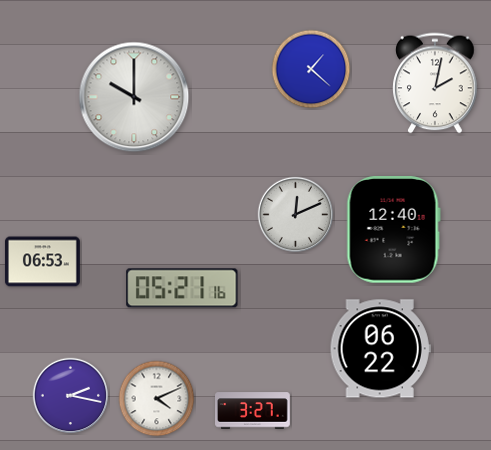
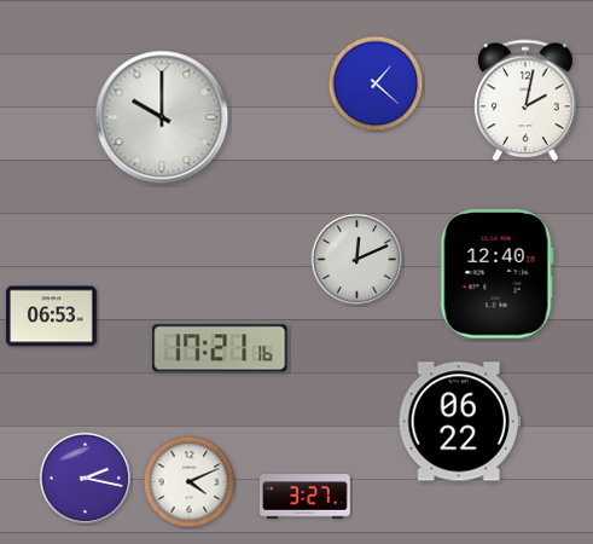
clock at (393, 230) position: (393, 230) -> (496, 274)
clock at (182, 288): 05:21 -> 17:21
